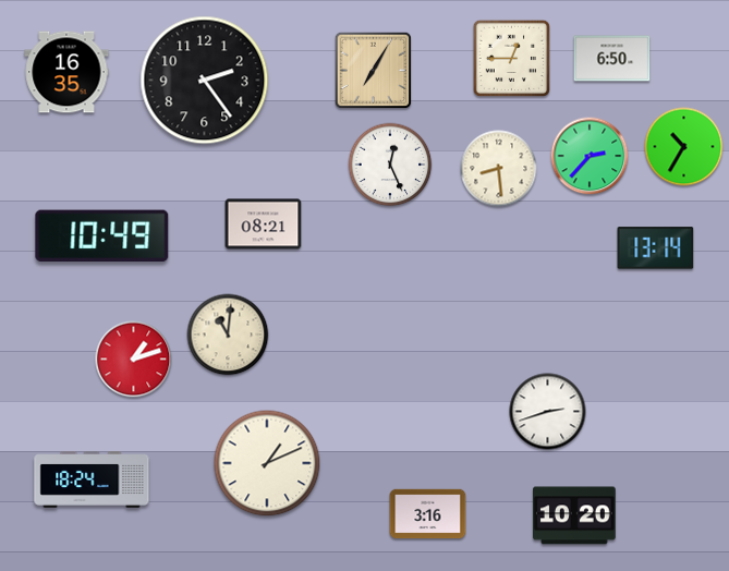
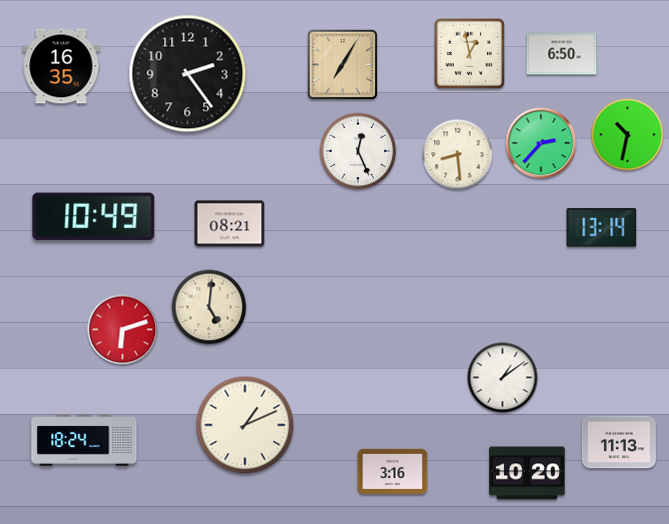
clock at (512, 59): 12:45 -> 12:58
clock at (684, 147): 10:35 -> 10:32
clock at (264, 224) position: (264, 224) -> (230, 224)
clock at (228, 335): 11:01 -> 5:01
clock at (134, 360): 1:12 -> 6:12
clock at (548, 412): 2:42 -> 1:09
clock at (619, 442): none -> 11:13
